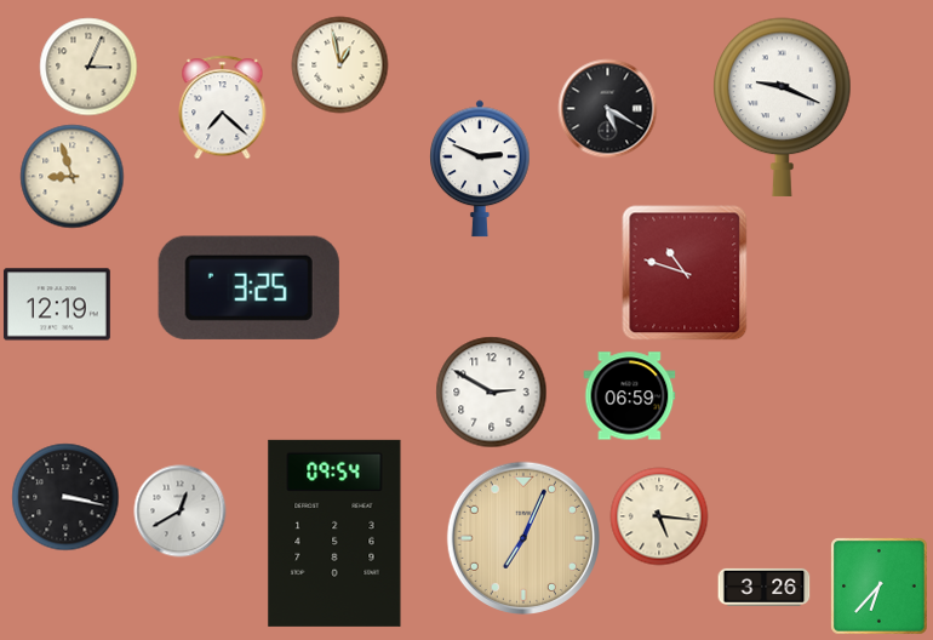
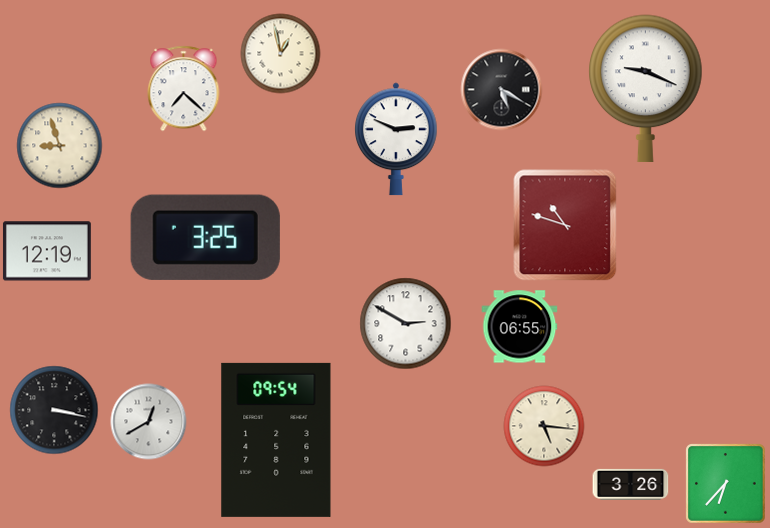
clock at (88, 67): 3:04 -> none
clock at (630, 396): 06:59 -> 06:55
clock at (522, 537): 7:04 -> none
